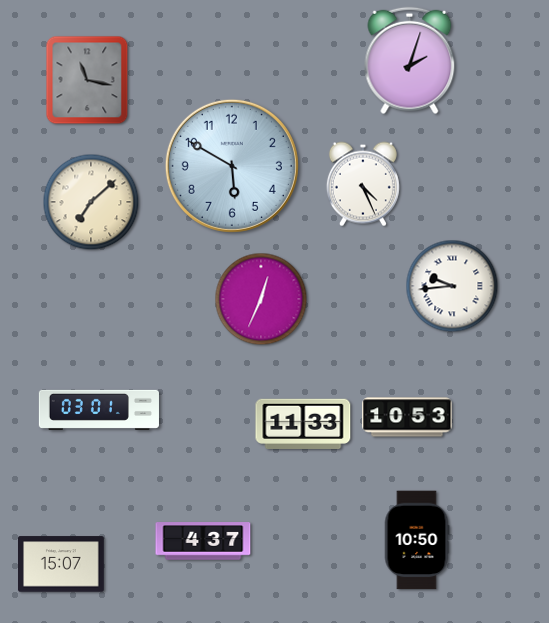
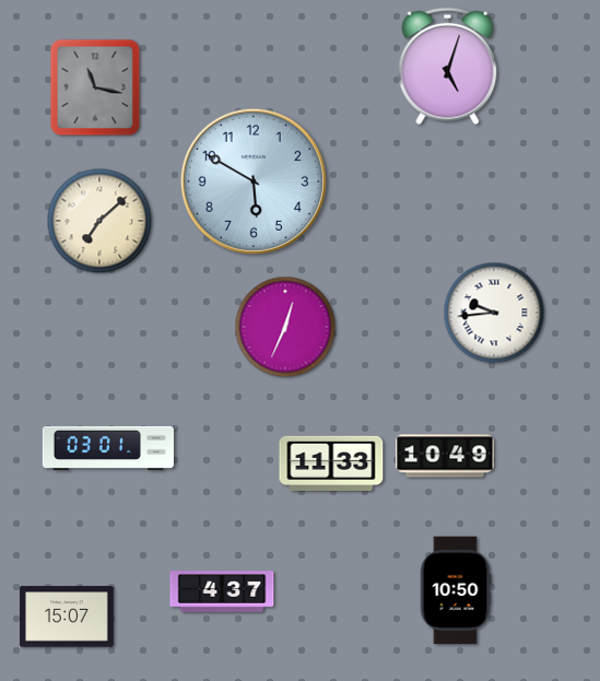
clock at (410, 61): 2:03 -> 5:03
clock at (363, 184): 4:26 -> none
clock at (407, 417): 10:53 -> 10:49
